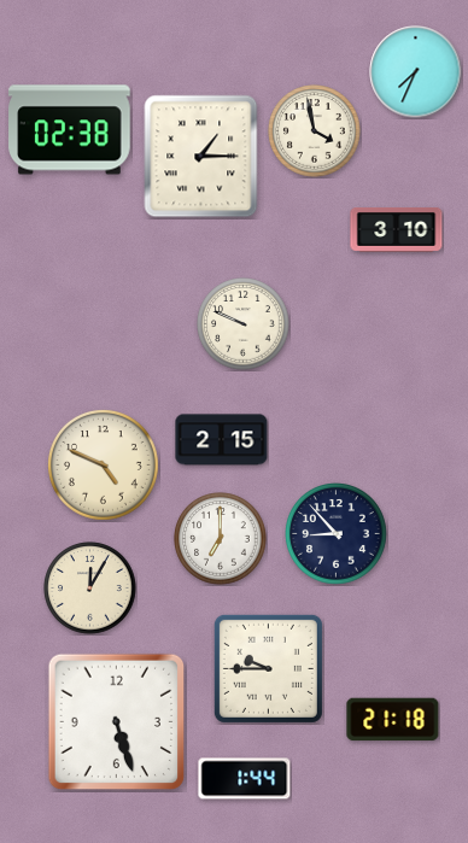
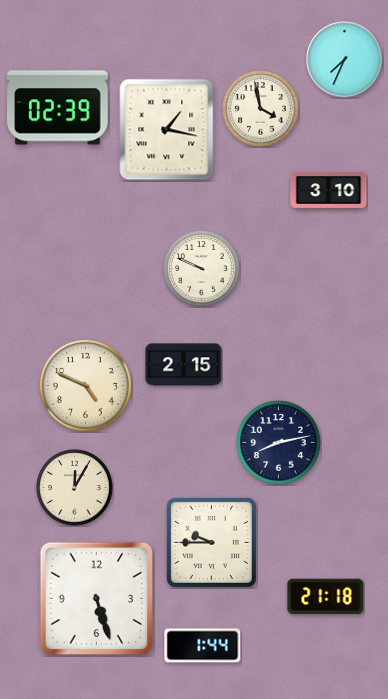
clock at (70, 130): 02:38 -> 02:39
clock at (201, 157): 1:15 -> 1:17
clock at (337, 534): 8:53 -> 8:13
clock at (221, 539): 7:00 -> none
clock at (268, 668) position: (268, 668) -> (211, 542)
